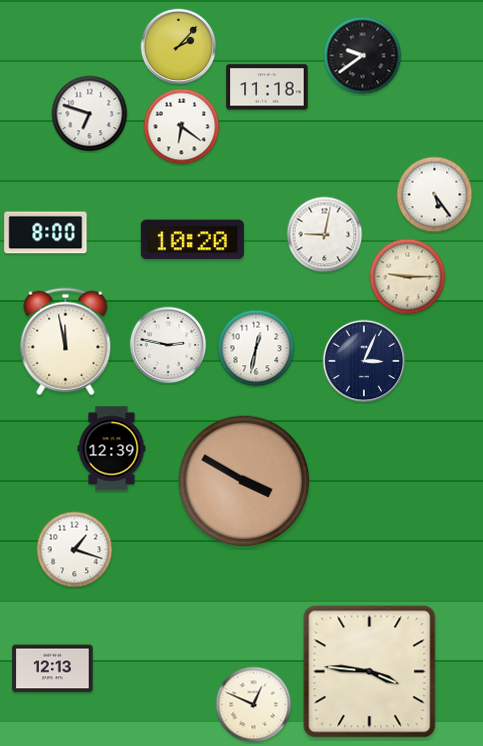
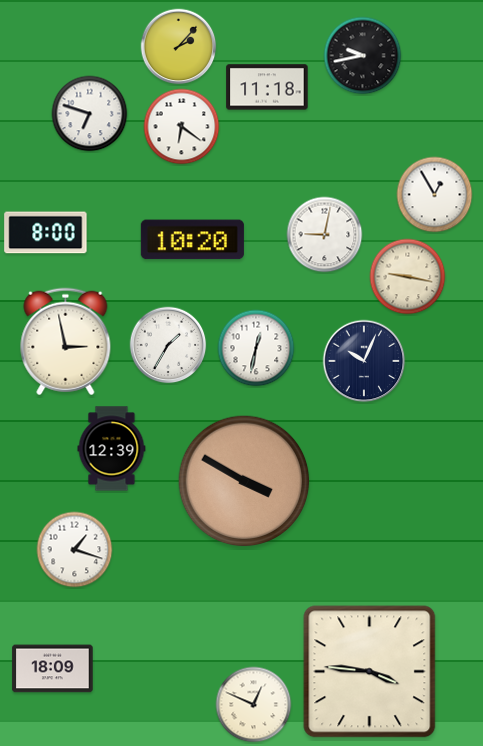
clock at (363, 56): 9:39 -> 9:43
clock at (435, 195): 5:24 -> 12:55
clock at (408, 277): 9:15 -> 9:17
clock at (66, 342): 11:58 -> 2:58
clock at (168, 345): 2:47 -> 1:35
clock at (364, 361): 3:04 -> 10:04
clock at (53, 669): 12:13 -> 18:09
